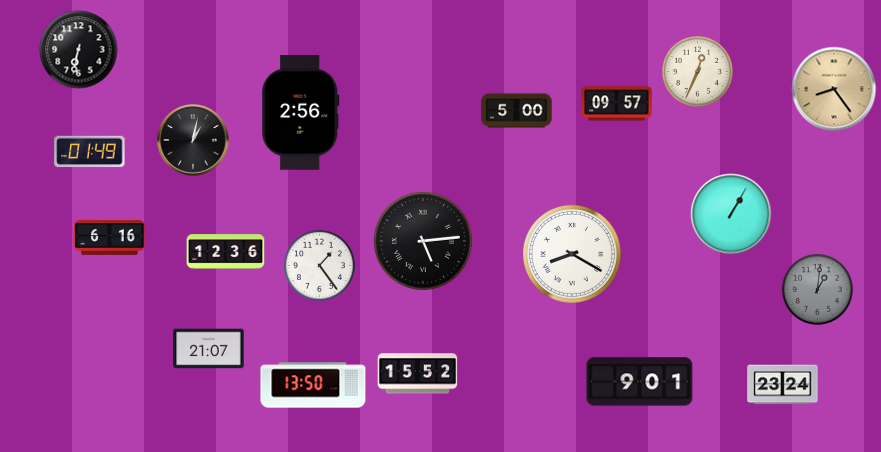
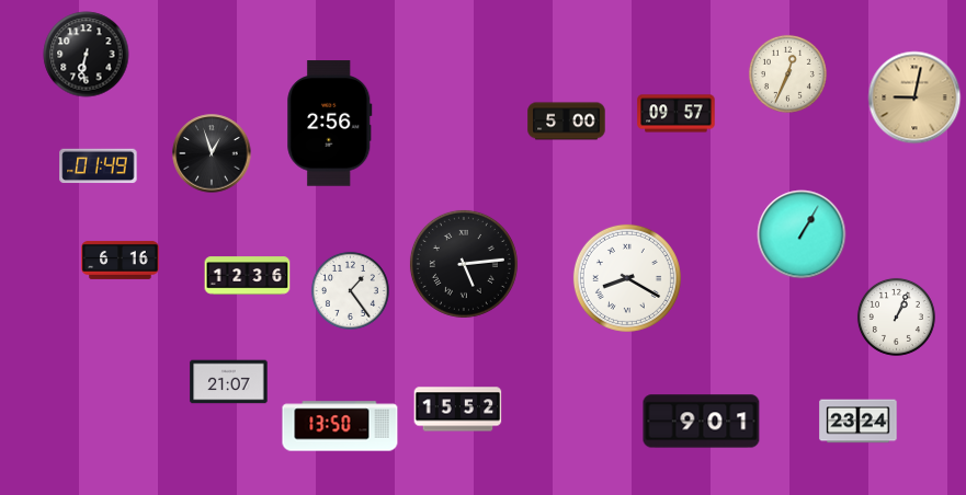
clock at (697, 71) position: (697, 71) -> (787, 73)
clock at (834, 89): 8:24 -> 9:02
clock at (193, 140): 1:02 -> 12:57
clock at (817, 289): 1:01 -> 1:04
clock at (817, 289) dial: grey -> white
clock at (640, 382) position: (640, 382) -> (702, 422)
clock at (313, 385) position: (313, 385) -> (340, 426)
